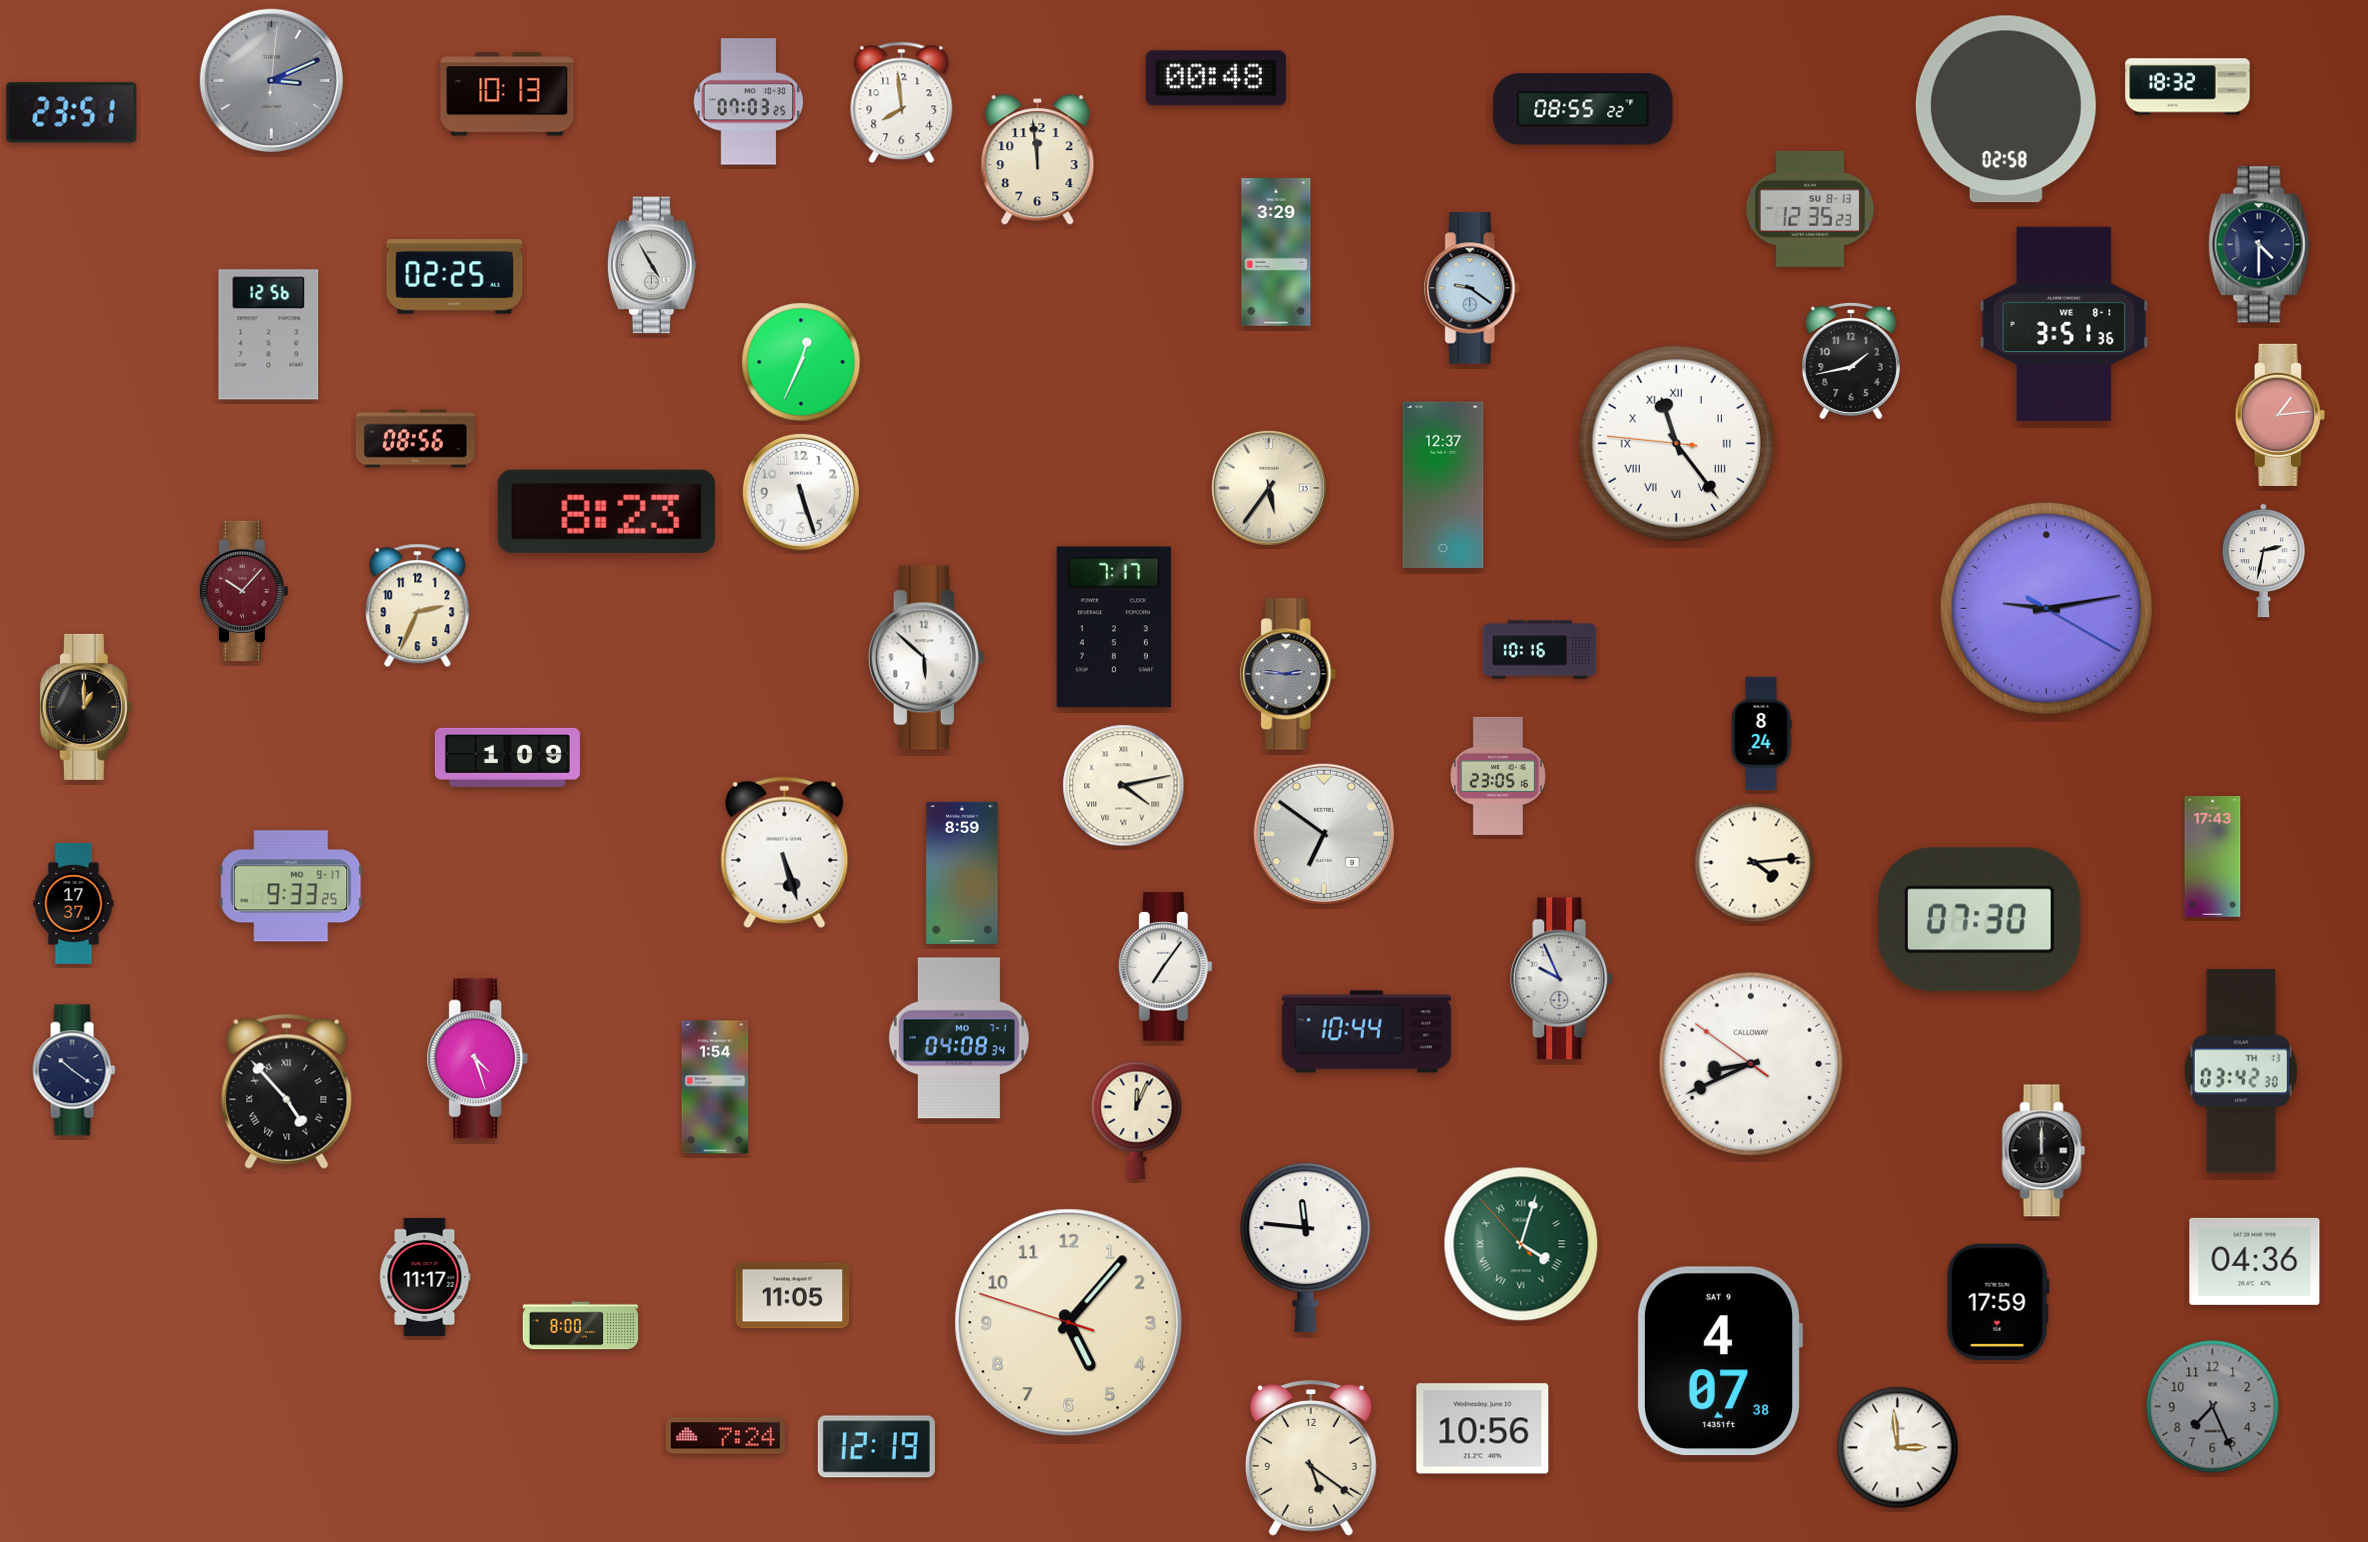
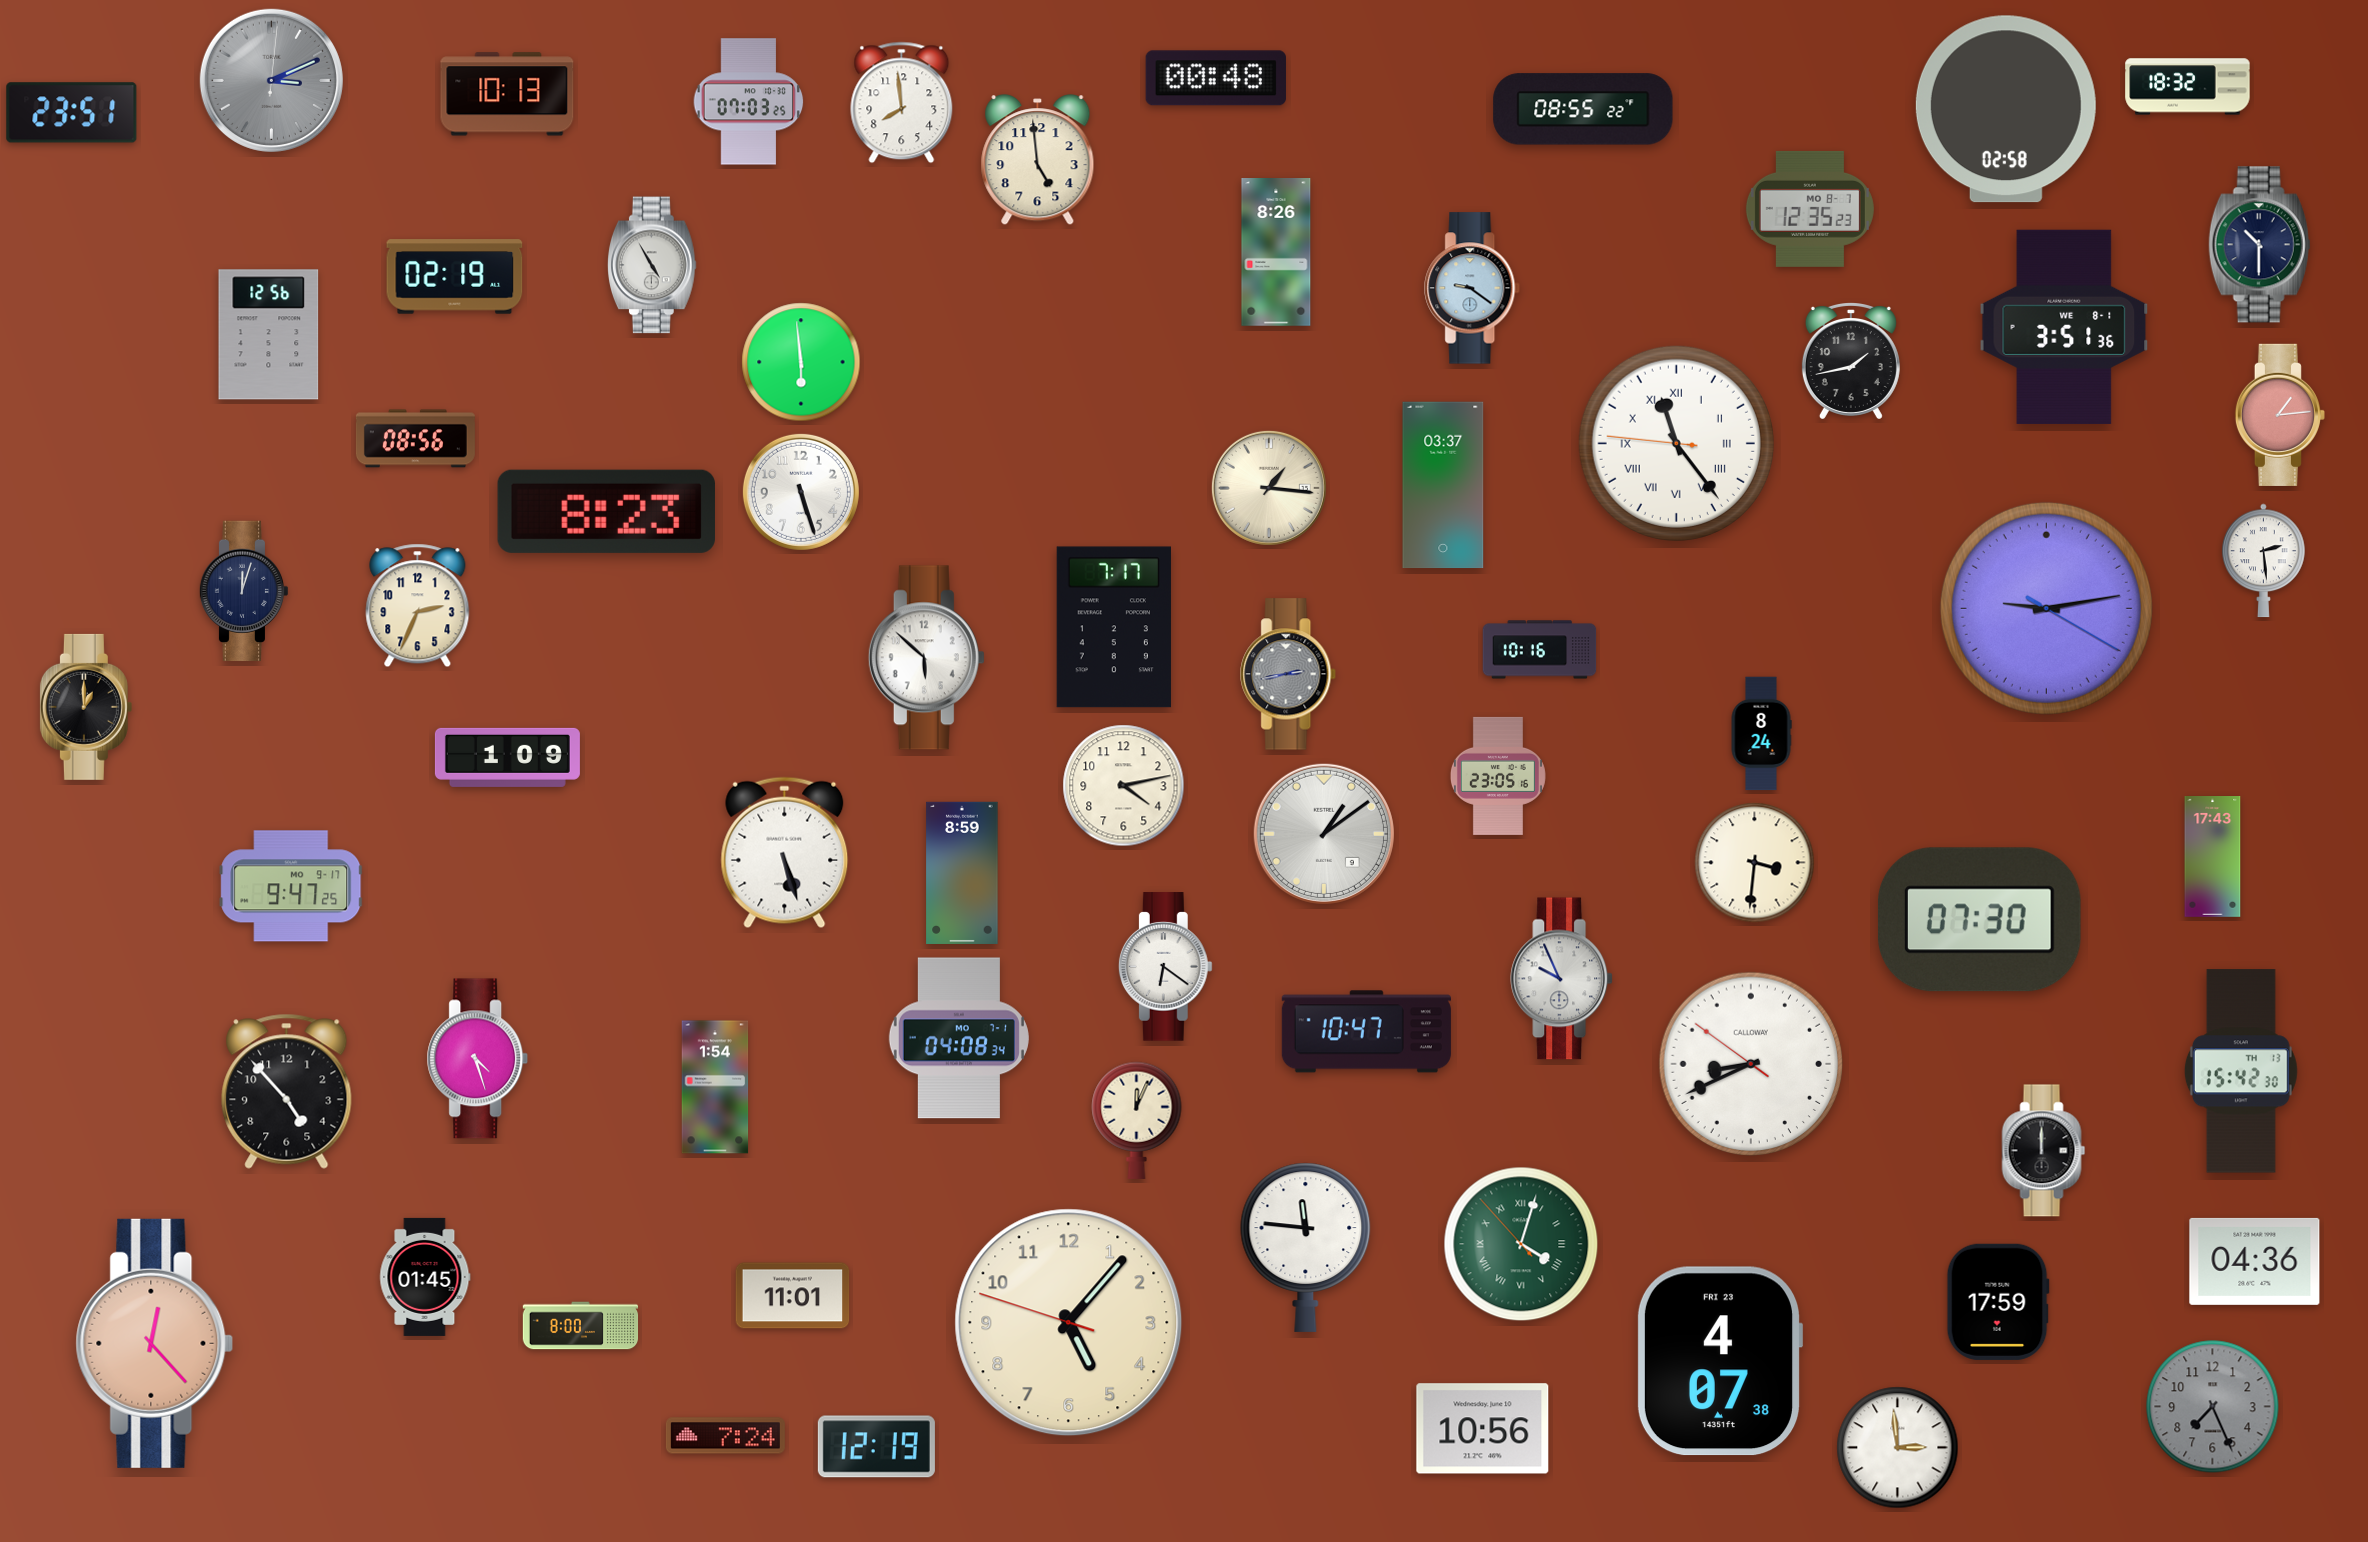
clock at (1038, 160): 11:59 -> 4:59
clock at (1810, 209) date: SU 8-13 -> MO 8-7
clock at (2260, 245): 4:30 -> 10:30
clock at (1276, 253): 3:29 -> 8:26
clock at (455, 277): 02:25 -> 02:19
clock at (2064, 324) position: (2064, 324) -> (2064, 327)
clock at (801, 362): 12:34 -> 5:59
clock at (1443, 485): 12:37 -> 03:37
clock at (1269, 488): 5:36 -> 1:16
clock at (2264, 561): 2:32 -> 2:29
clock at (244, 591): 10:07 -> 12:03
clock at (244, 591) dial: burgundy -> navy
clock at (1289, 674): 2:46 -> 2:43
clock at (1124, 786) numerals: Roman -> Arabic
clock at (1324, 834): 6:51 -> 1:09
clock at (1755, 863): 4:14 -> 3:31
clock at (291, 886): 9:33 -> 9:47
clock at (74, 904): 17:37 -> none
clock at (1165, 967): 7:06 -> 6:21
clock at (1366, 1032): 10:44 -> 10:47
clock at (74, 1070): 10:21 -> none
clock at (2241, 1071): 03:42 -> 15:42
clock at (287, 1091) numerals: Roman -> Arabic
clock at (425, 1277): 11:17 -> 01:45
clock at (793, 1296): 11:05 -> 11:01
clock at (155, 1343): none -> 12:23
clock at (1720, 1361) date: SAT 9 -> FRI 23
clock at (1311, 1458): 5:21 -> none
